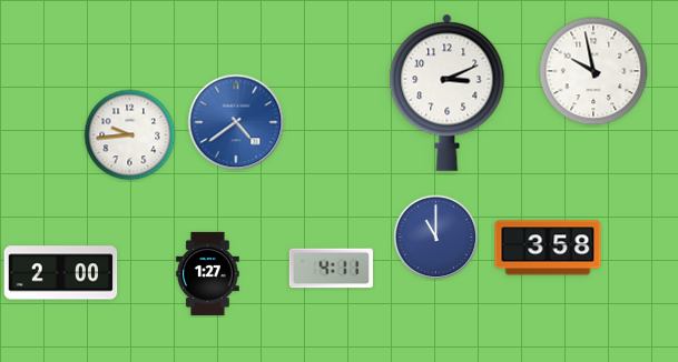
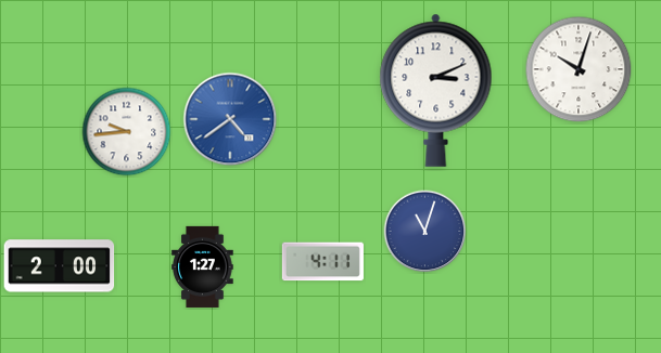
clock at (593, 71): 9:58 -> 10:03
clock at (436, 238): 11:00 -> 11:03
clock at (548, 248): 3:58 -> none
